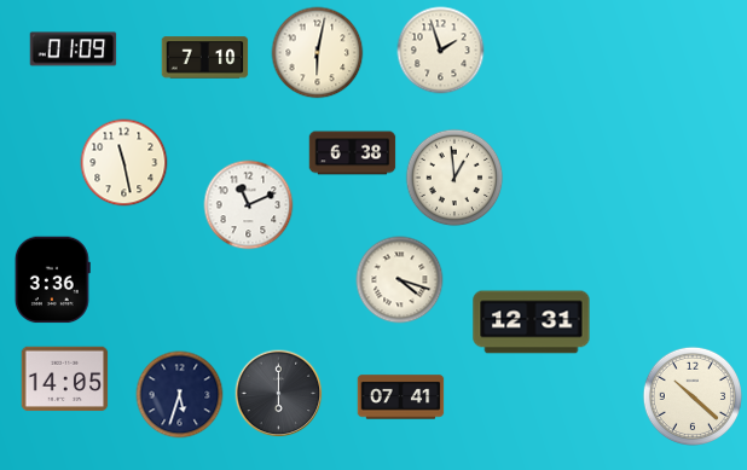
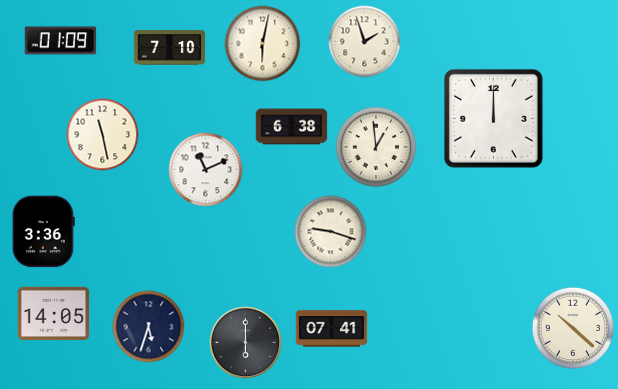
clock at (493, 118): none -> 12:00
clock at (400, 280): 4:18 -> 9:18
clock at (532, 323): 12:31 -> none
clock at (279, 394) position: (279, 394) -> (246, 343)
